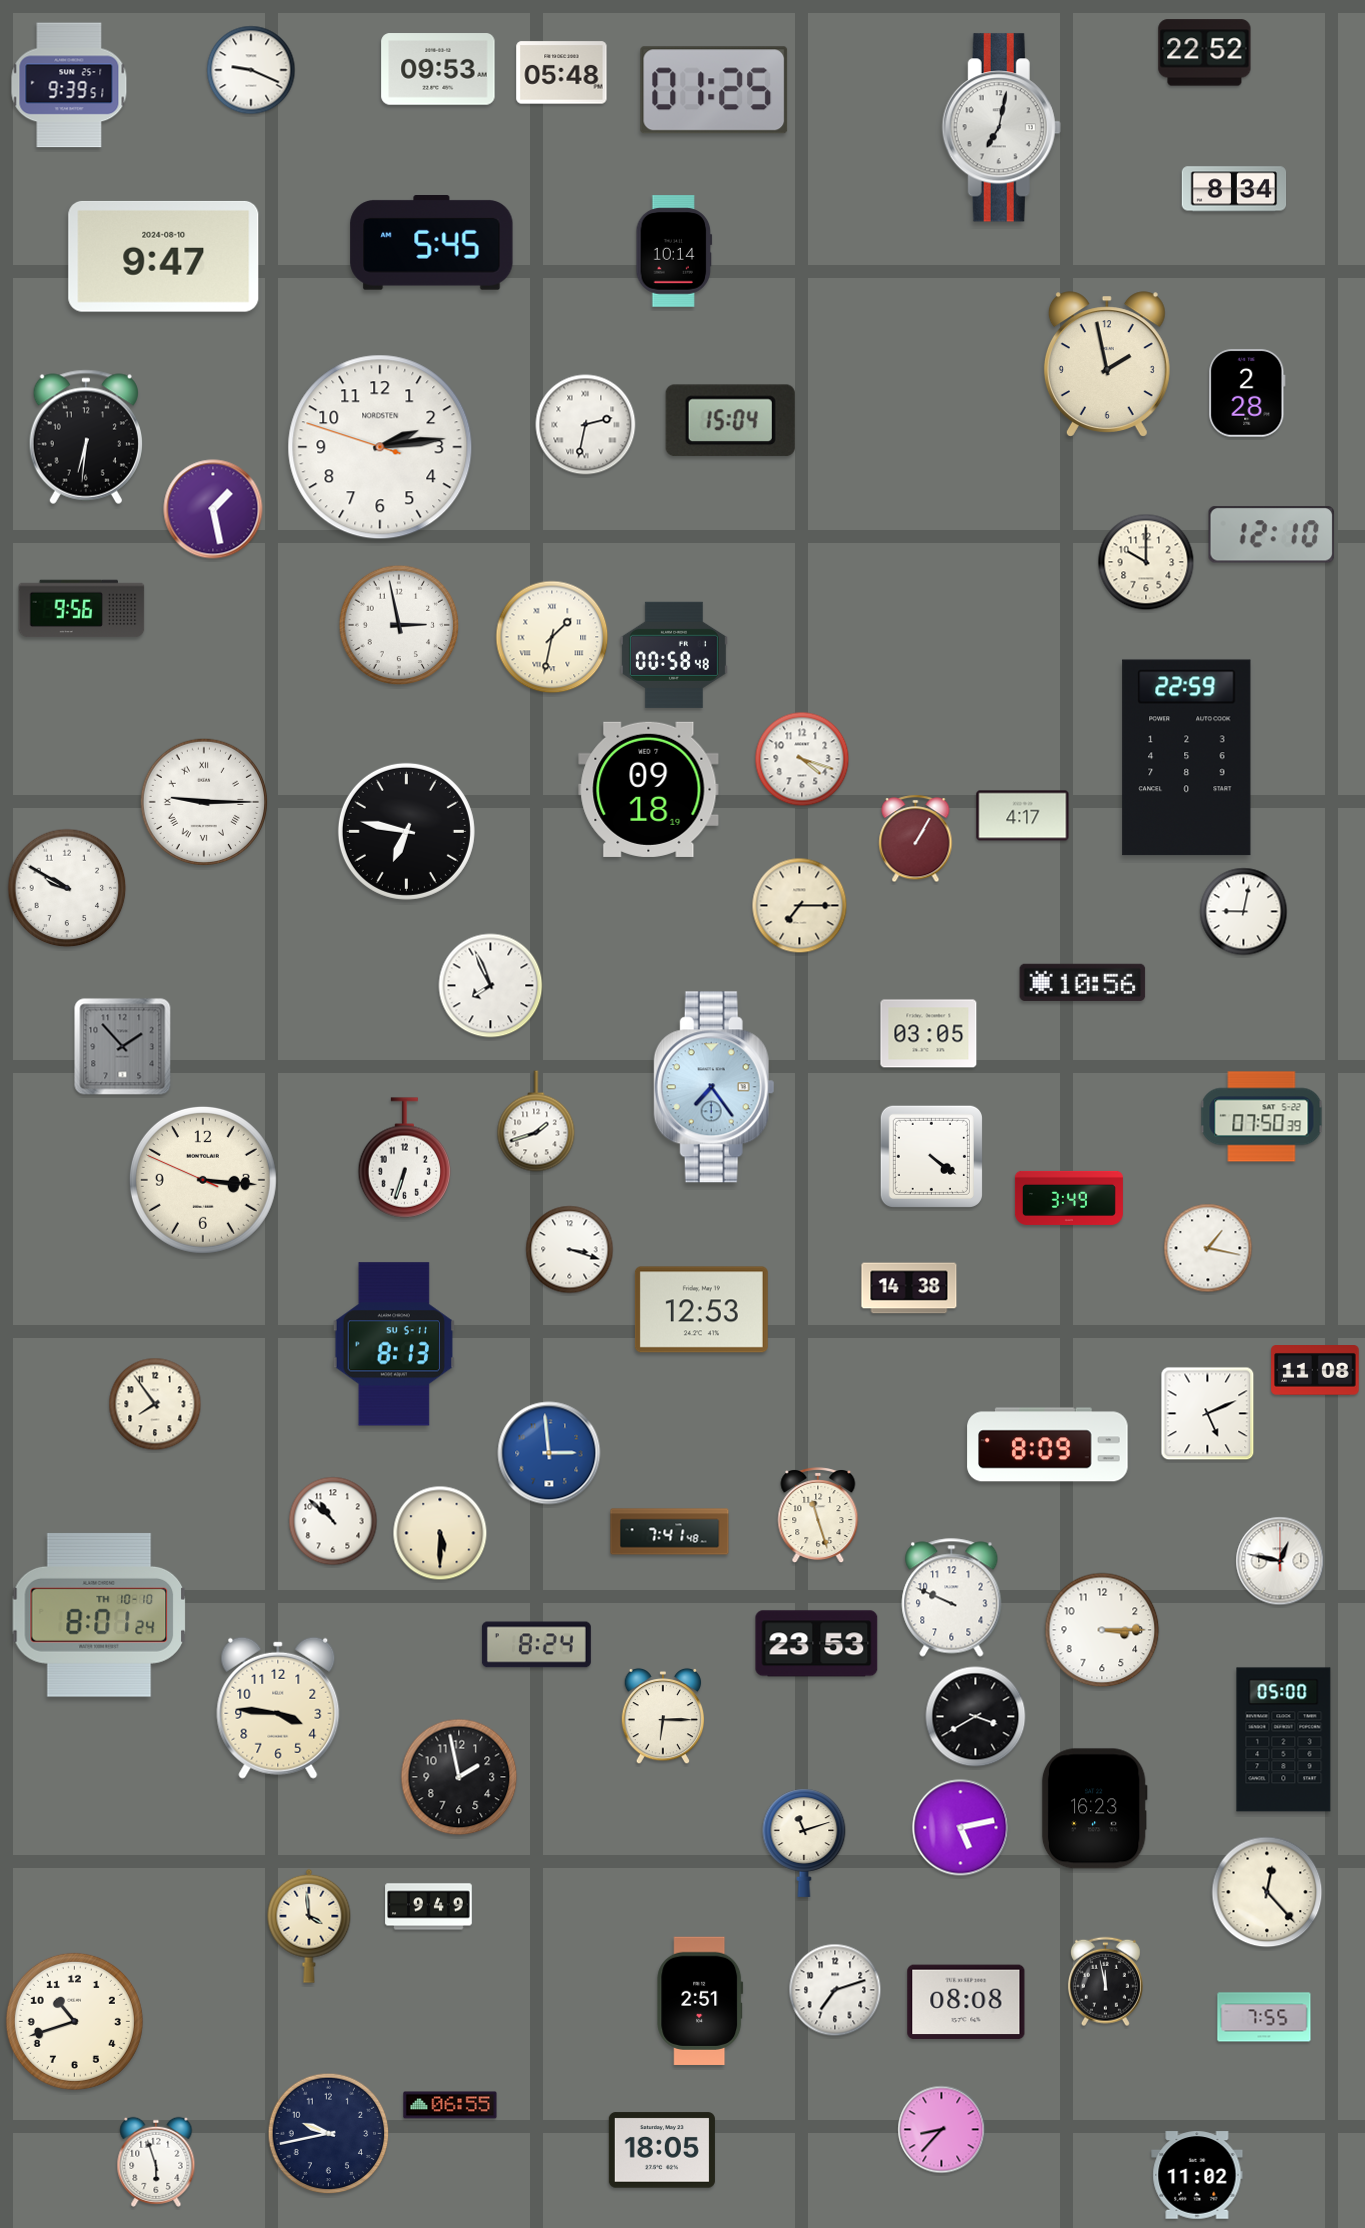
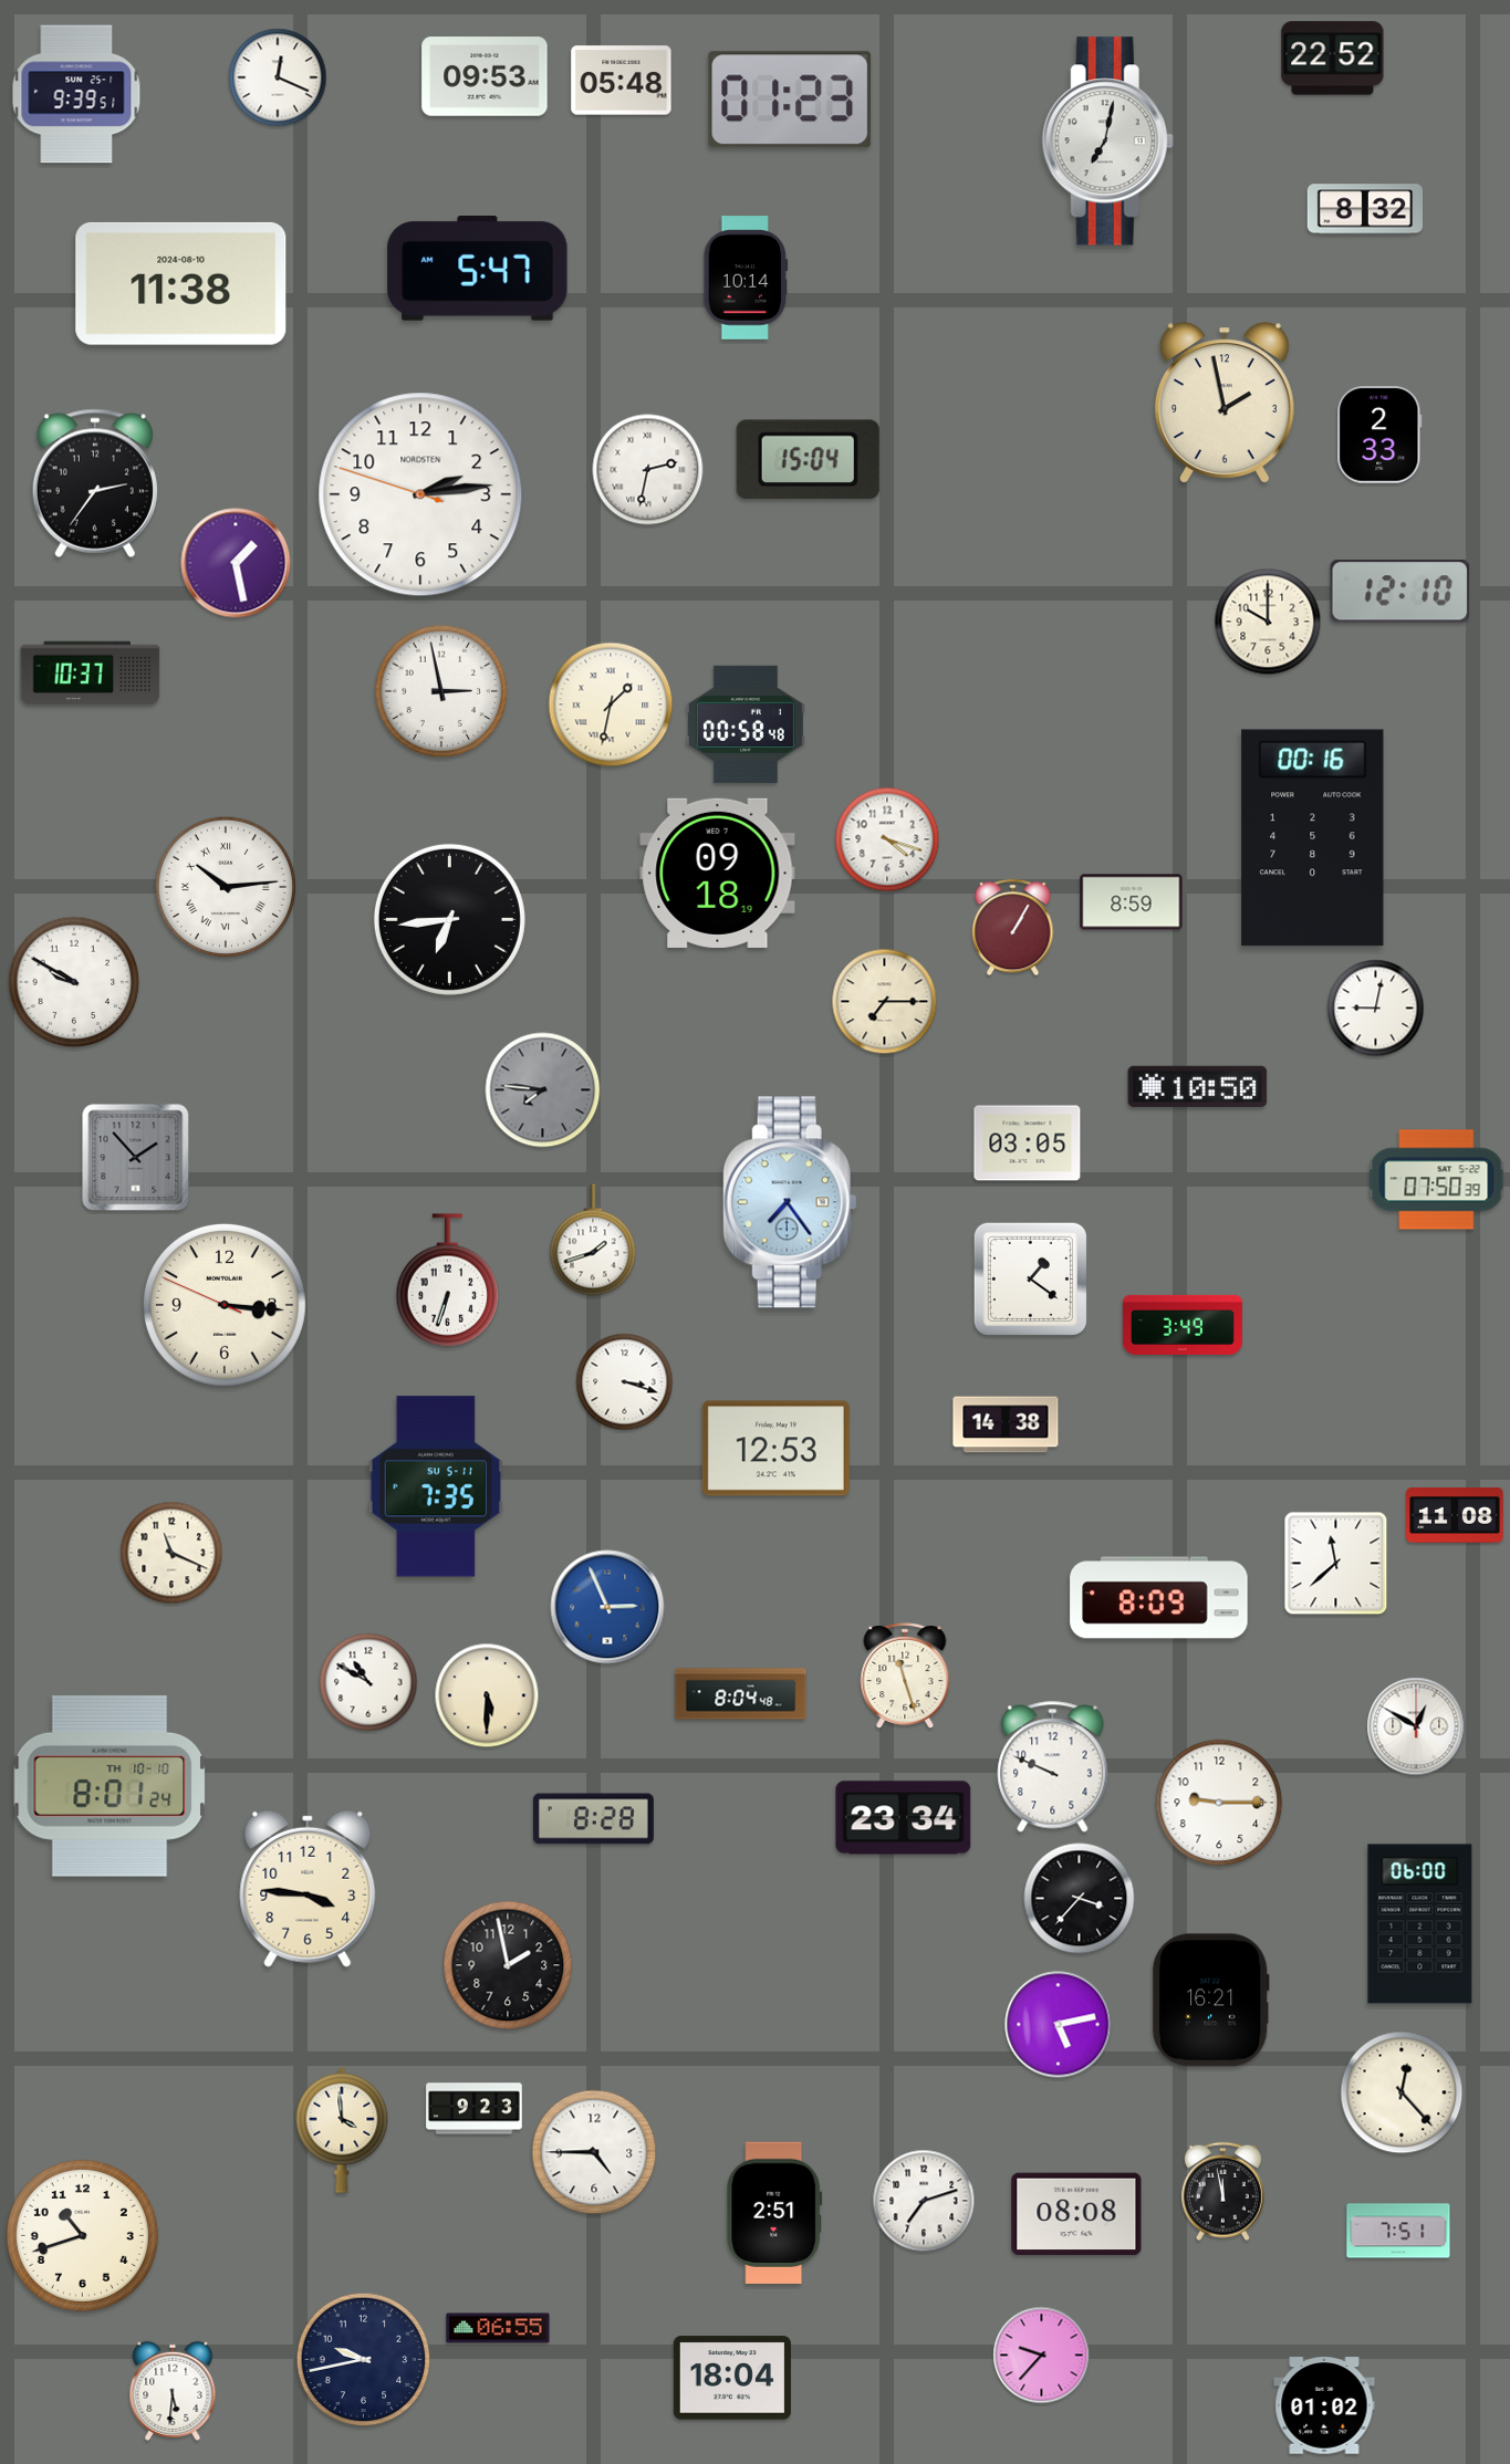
clock at (251, 70): 9:19 -> 12:19
clock at (714, 90): 01:25 -> 01:23
clock at (1234, 189): 8:34 -> 8:32
clock at (432, 243): 5:45 -> 5:47
clock at (164, 256): 9:47 -> 11:38
clock at (1247, 393): 2:28 -> 2:33
clock at (730, 421) position: (730, 421) -> (808, 460)
clock at (86, 437): 6:31 -> 2:36
clock at (1272, 535) position: (1272, 535) -> (1400, 592)
clock at (82, 609): 9:56 -> 10:37
clock at (1187, 758): 22:59 -> 00:16
clock at (203, 801): 9:15 -> 10:14
clock at (1023, 816): 4:17 -> 8:59
clock at (406, 831): 6:47 -> 6:44
clock at (1083, 982): 10:56 -> 10:50
clock at (491, 986): 7:56 -> 7:46
clock at (491, 986) dial: white -> grey
clock at (1262, 1117) position: (1262, 1117) -> (1437, 1180)
clock at (931, 1156): 4:21 -> 1:21
clock at (1208, 1248): 1:17 -> none
clock at (570, 1250) position: (570, 1250) -> (625, 1382)
clock at (393, 1344): 8:13 -> 7:35
clock at (155, 1404): 7:54 -> 11:19
clock at (1208, 1414): 5:11 -> 11:38
clock at (549, 1453): 2:59 -> 2:56
clock at (333, 1521): 10:52 -> 10:50
clock at (670, 1532): 7:41 -> 8:04
clock at (1280, 1561): 12:47 -> 12:50
clock at (1102, 1630): 3:15 -> 9:15
clock at (817, 1644): 23:53 -> 23:34
clock at (536, 1645): 8:24 -> 8:28
clock at (663, 1716): 6:15 -> none
clock at (976, 1717): 3:40 -> 3:37
clock at (1284, 1740): 05:00 -> 06:00
clock at (1094, 1809): 16:23 -> 16:21
clock at (961, 1828) position: (961, 1828) -> (1059, 2025)
clock at (804, 1843): 11:12 -> none
clock at (429, 1907): 9:49 -> 9:23
clock at (594, 2152): none -> 4:45
clock at (966, 2002) position: (966, 2002) -> (1076, 2214)
clock at (1264, 2017): 7:55 -> 7:51
clock at (942, 2130): 8:37 -> 9:37
clock at (662, 2150): 18:05 -> 18:04
clock at (156, 2162): 5:57 -> 5:31
clock at (1197, 2175): 11:02 -> 01:02
